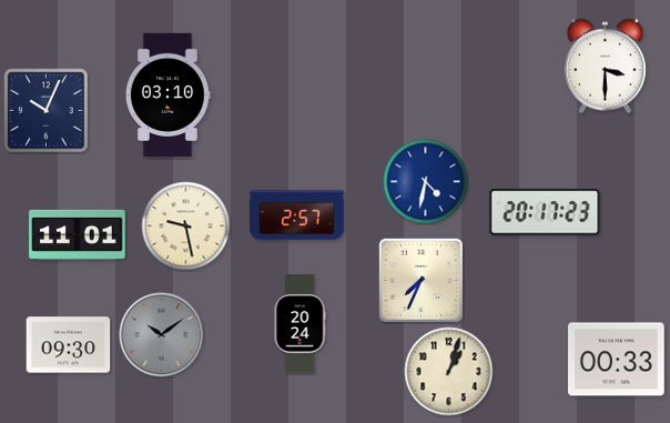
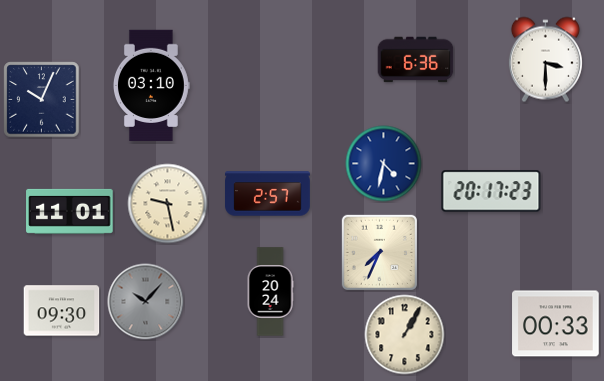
clock at (416, 60): none -> 6:36
clock at (162, 335): 10:09 -> 10:07
clock at (449, 372): 1:03 -> 1:05
